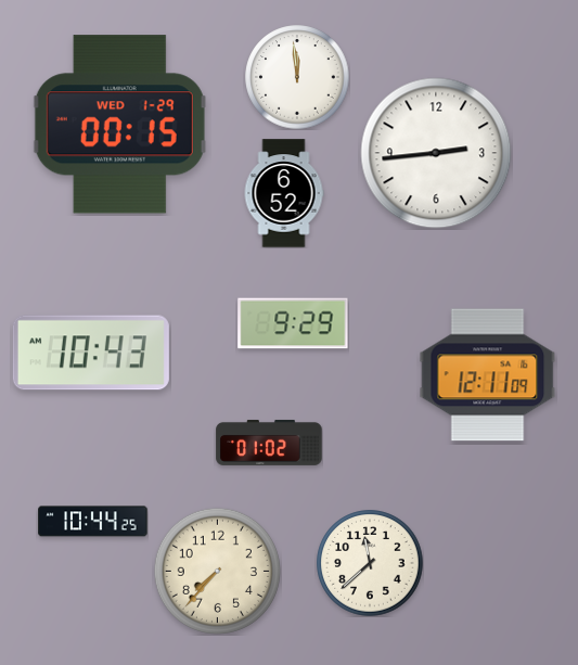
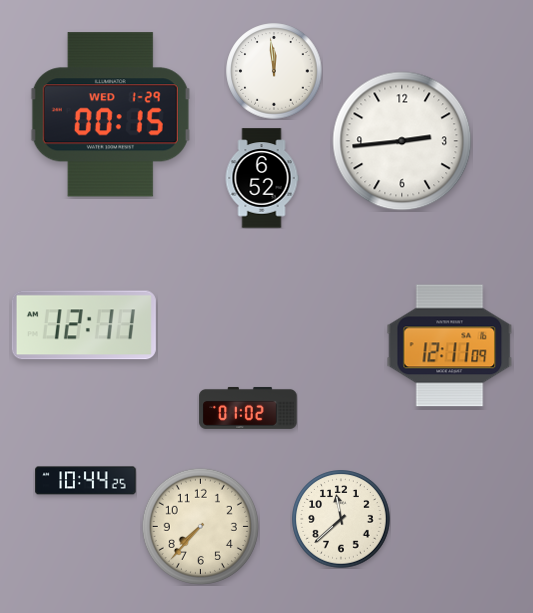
clock at (293, 323): 9:29 -> none
clock at (91, 353): 10:43 -> 12:11
